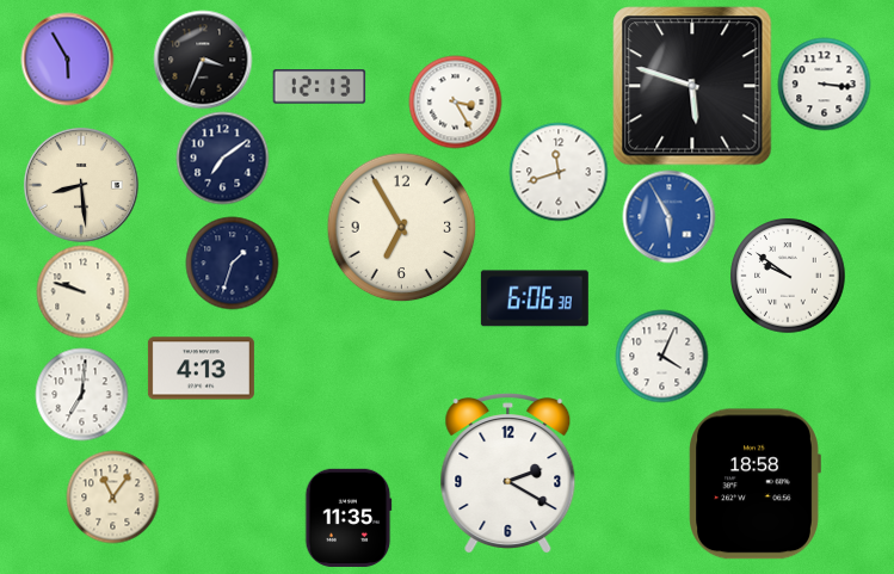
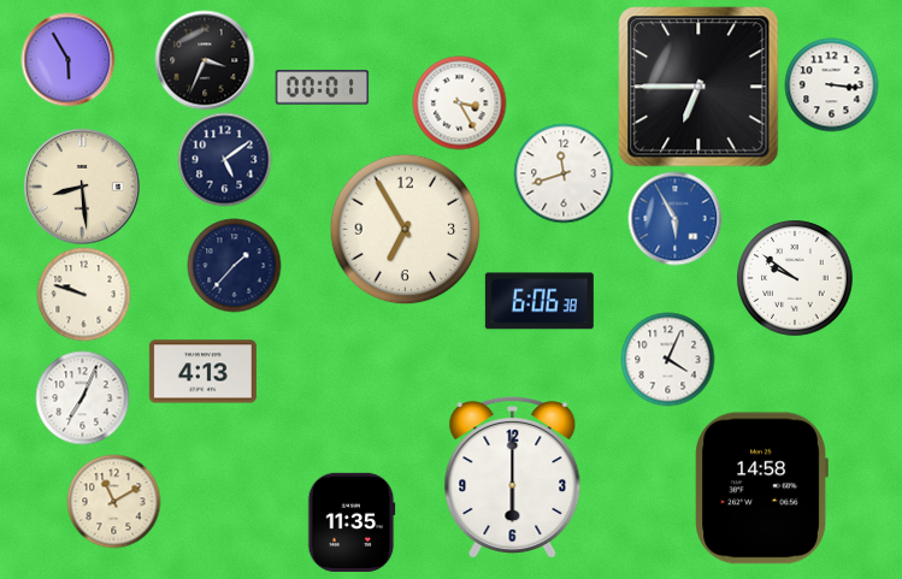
clock at (692, 86): 5:48 -> 6:45
clock at (319, 87): 12:13 -> 00:01
clock at (222, 158): 7:09 -> 5:09
clock at (232, 263): 1:33 -> 1:37
clock at (81, 394): 7:01 -> 7:04
clock at (508, 473): 2:20 -> 6:00
clock at (754, 484): 18:58 -> 14:58
clock at (112, 496): 11:06 -> 11:10
